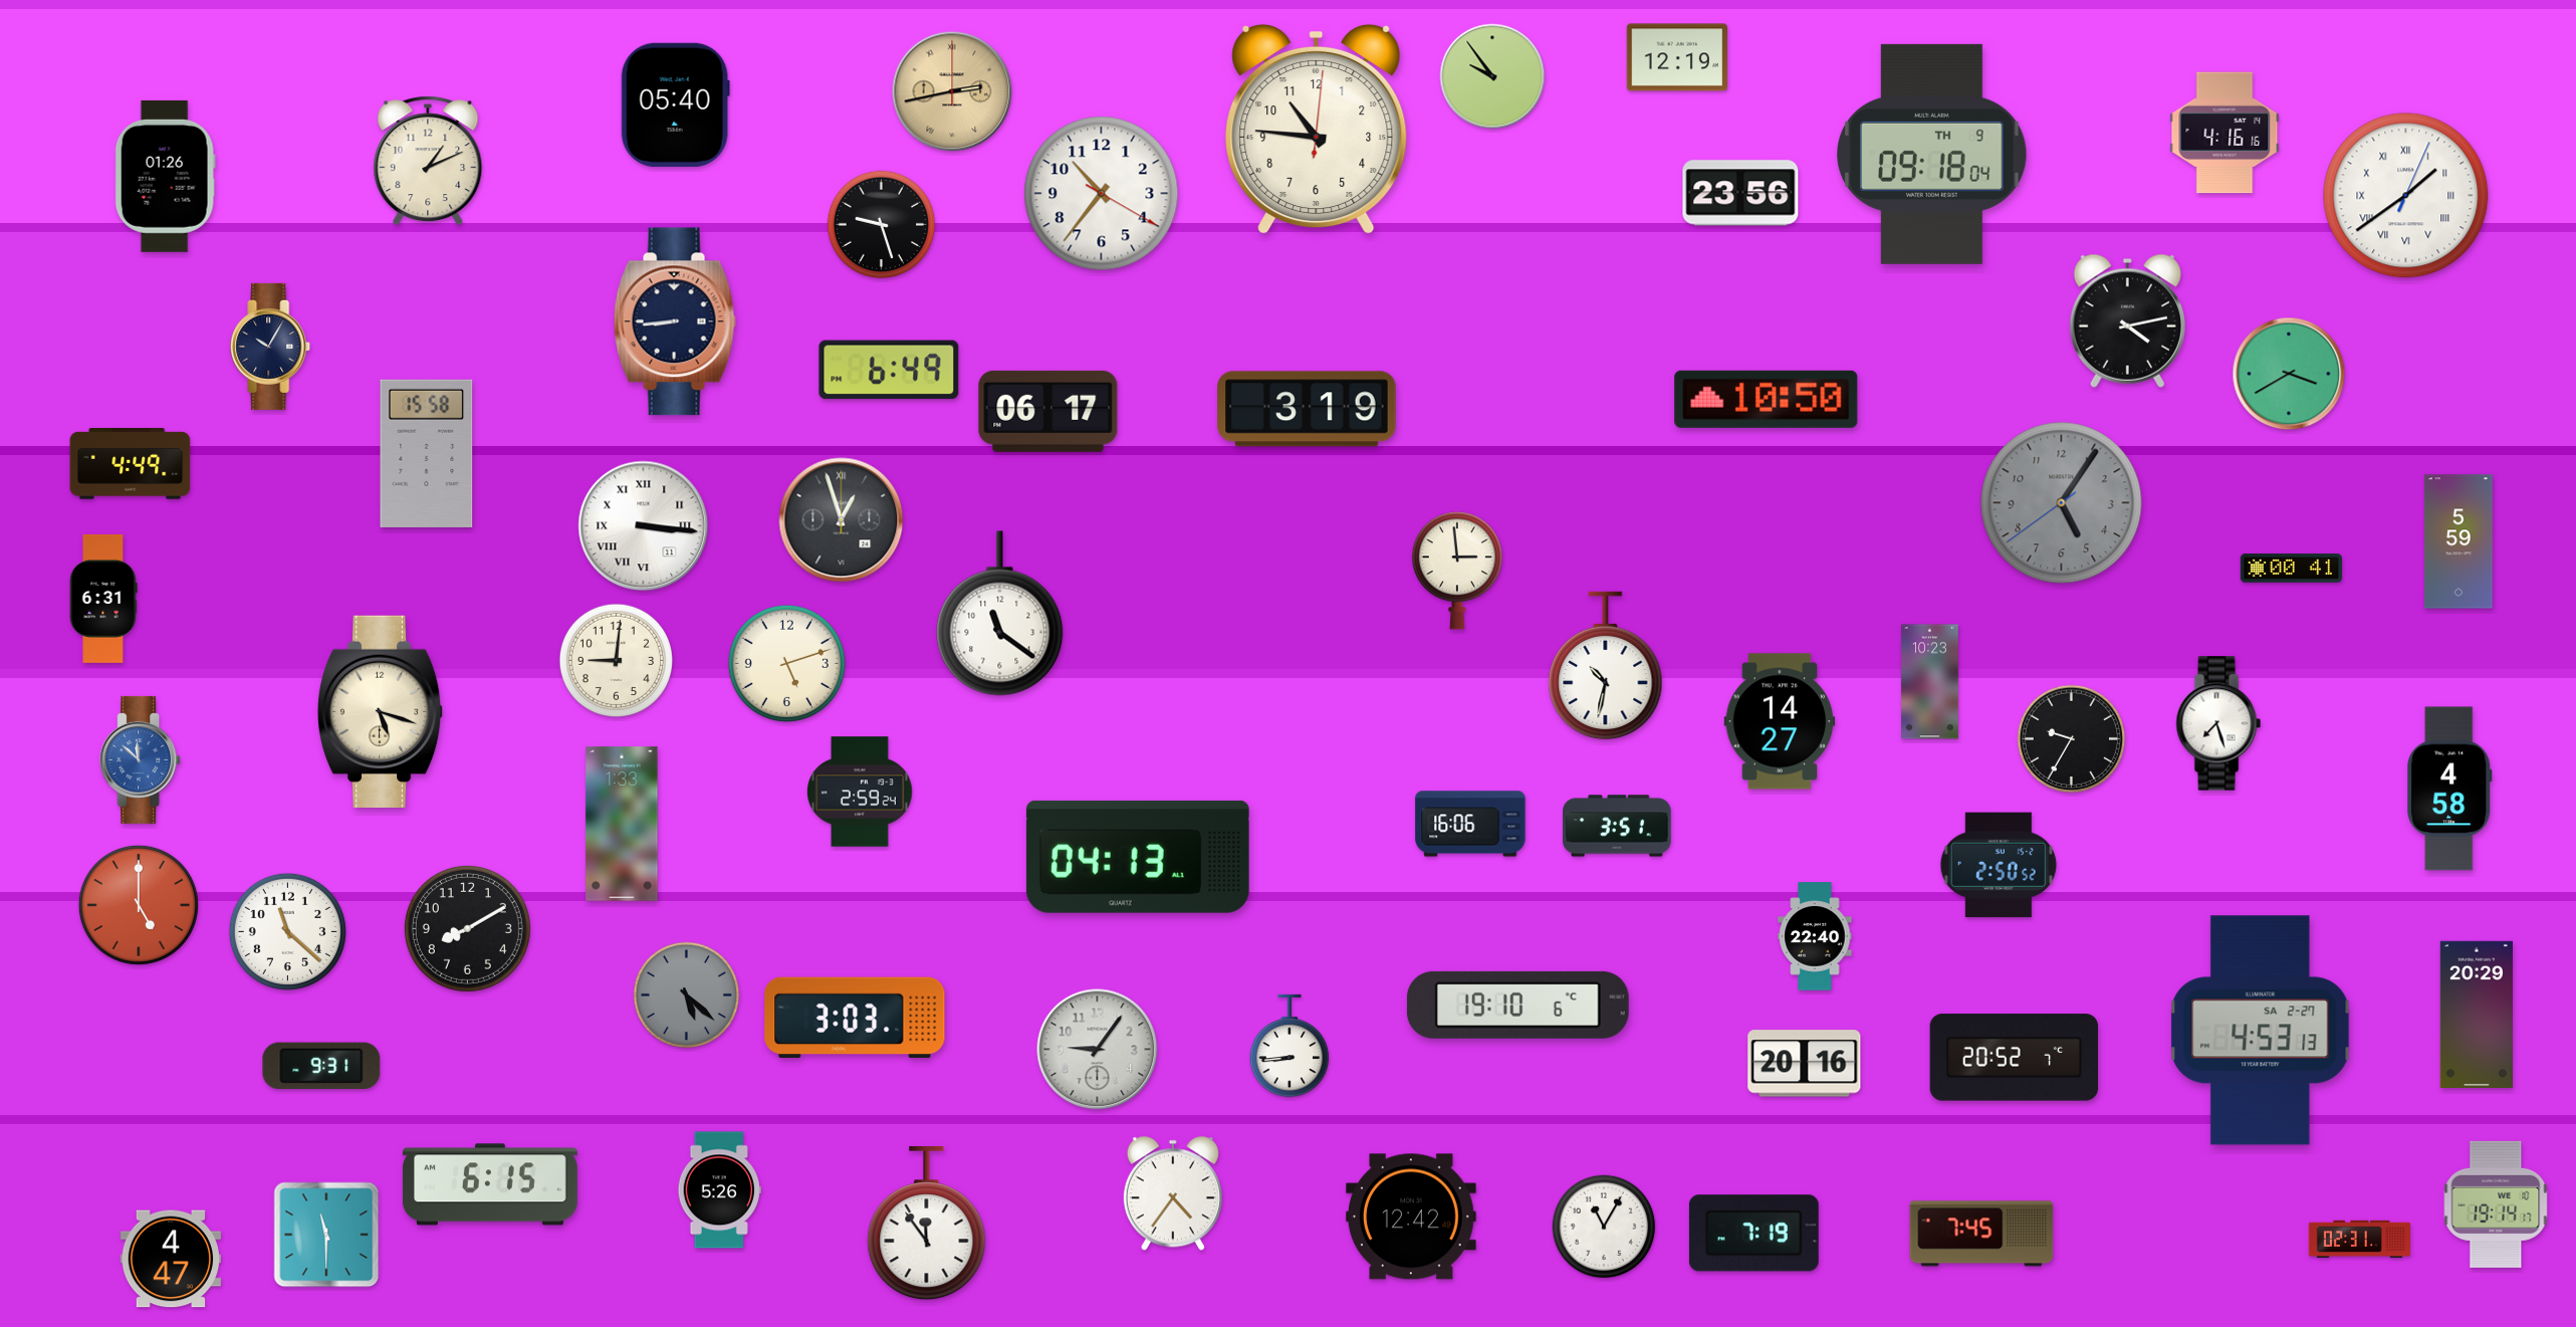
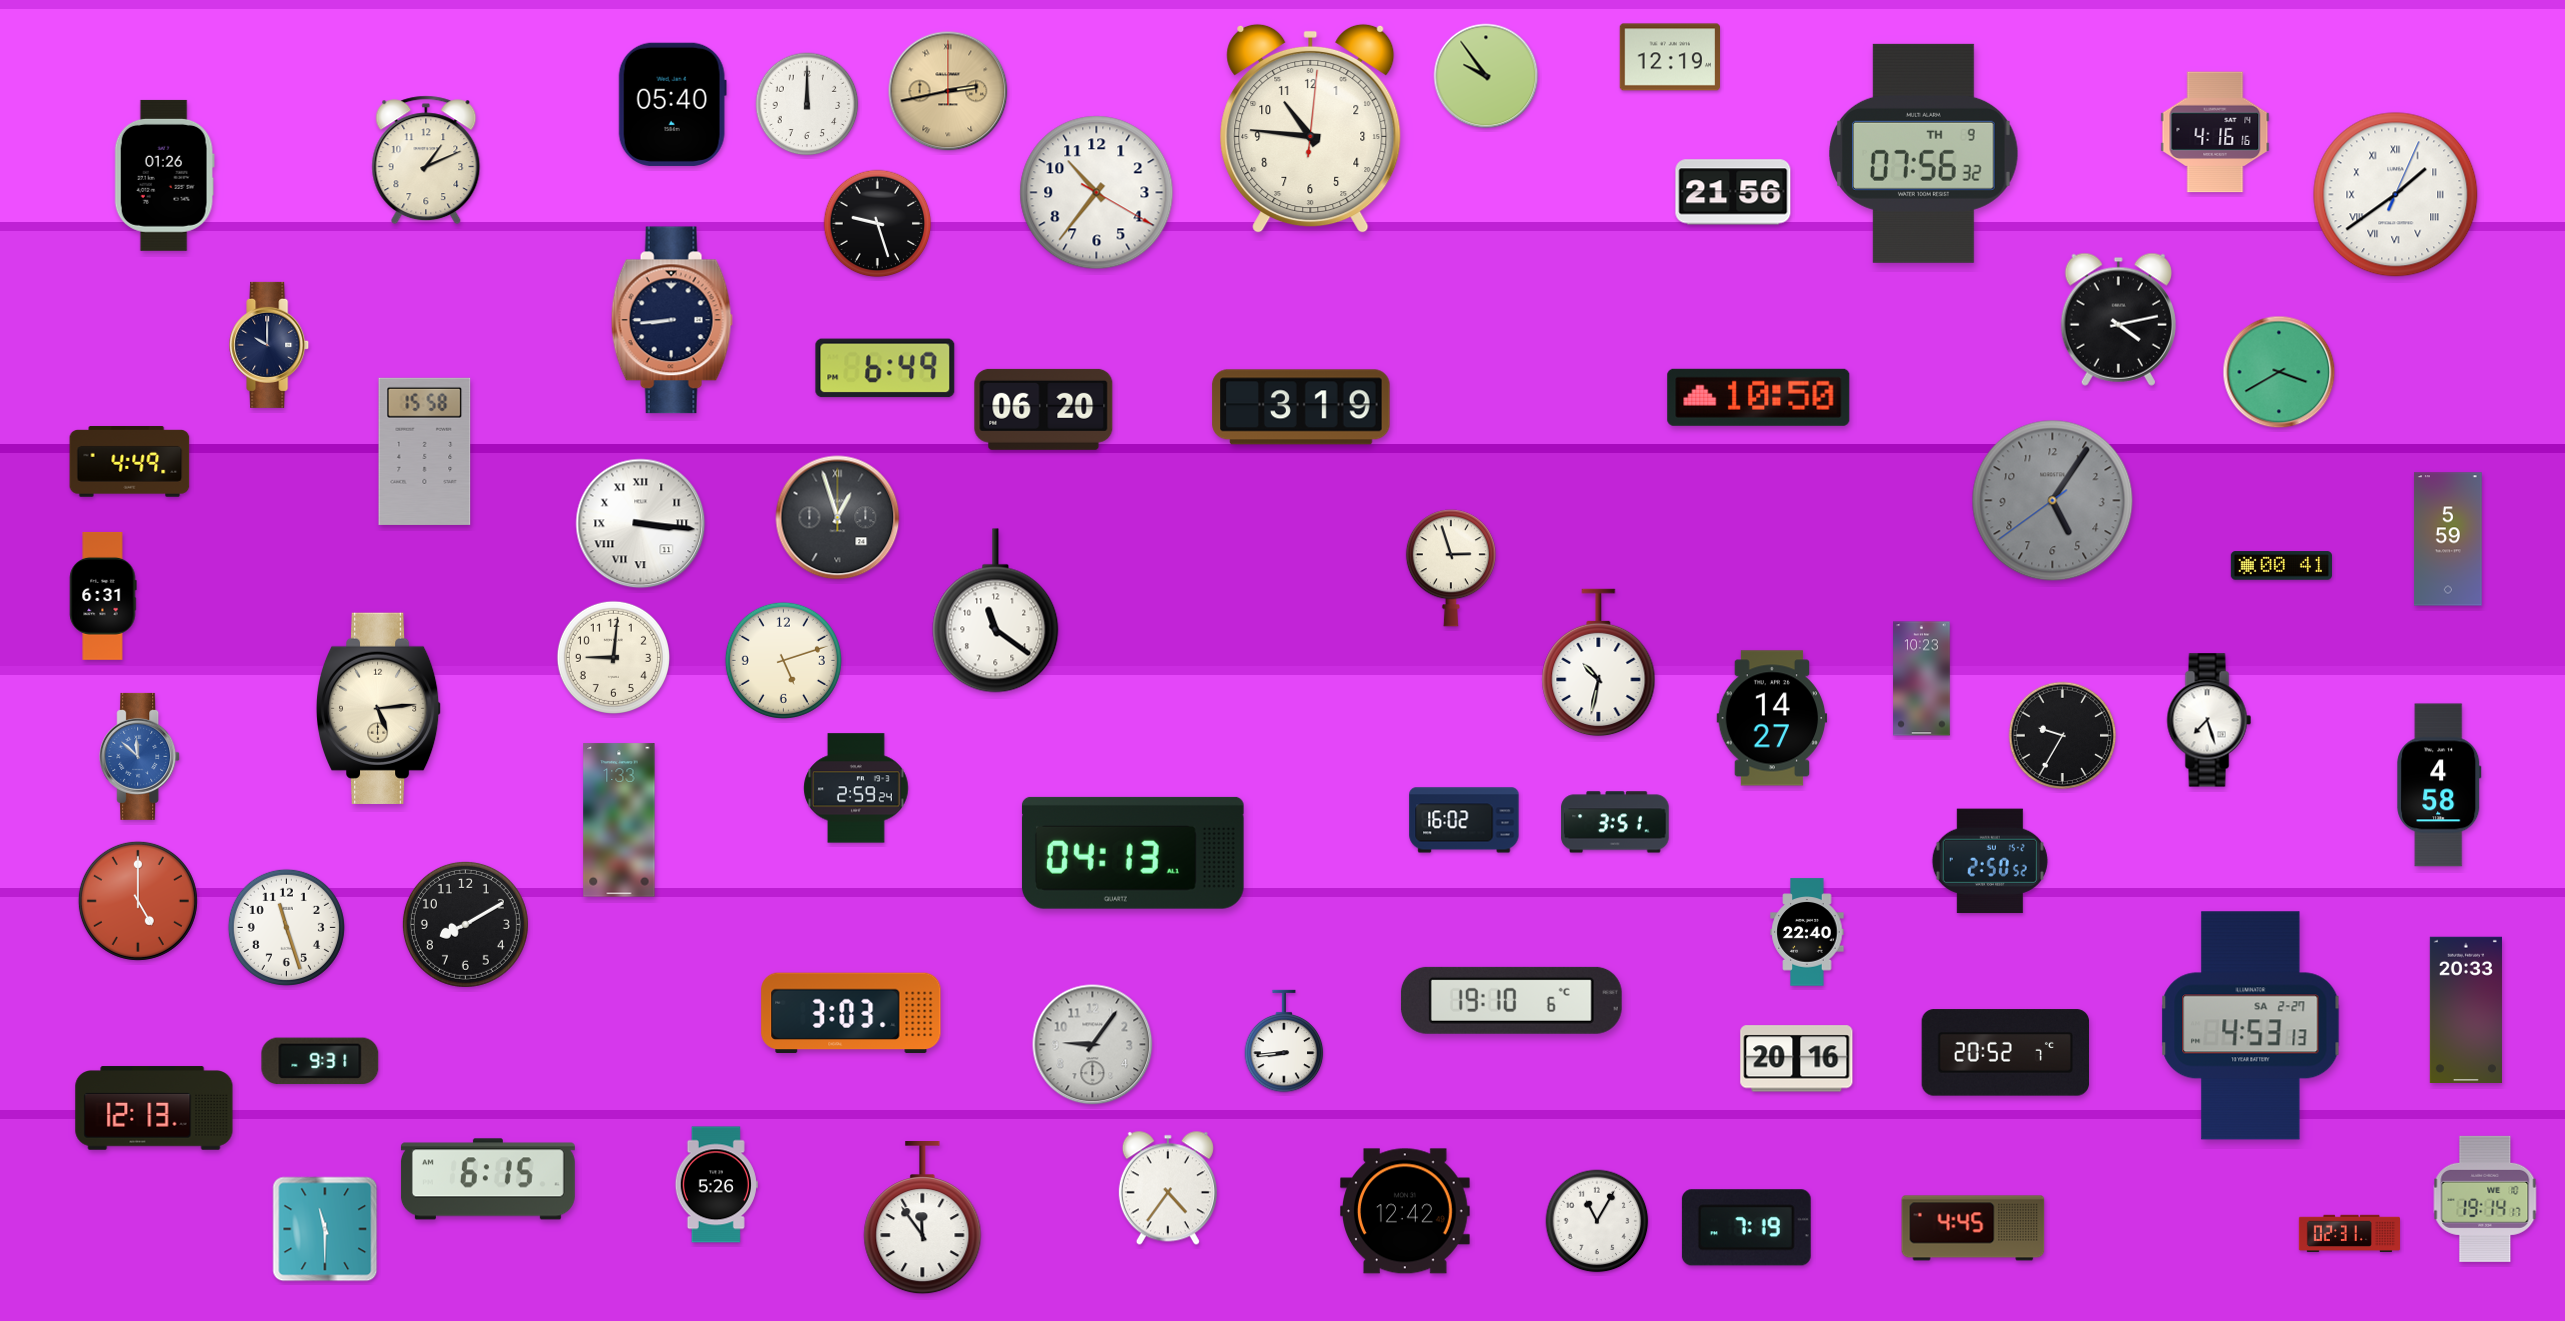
clock at (807, 104): none -> 12:00
clock at (1932, 154): 09:18 -> 07:56
clock at (1740, 193): 23:56 -> 21:56
clock at (271, 347): 10:05 -> 10:00
clock at (1048, 411): 06:17 -> 06:20
clock at (1457, 571): 2:59 -> 2:57
clock at (381, 711): 5:18 -> 5:14
clock at (1470, 824): 16:06 -> 16:02
clock at (1617, 826) position: (1617, 826) -> (1615, 822)
clock at (287, 931): 11:22 -> 11:27
clock at (687, 996): 5:22 -> none
clock at (2477, 1014): 20:29 -> 20:33
clock at (154, 1108): none -> 12:13
clock at (1981, 1234): 7:45 -> 4:45
clock at (170, 1259): 4:47 -> none
